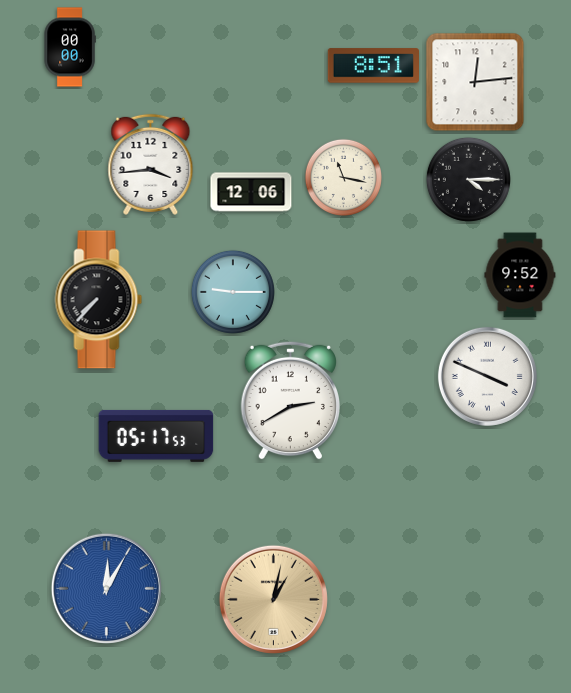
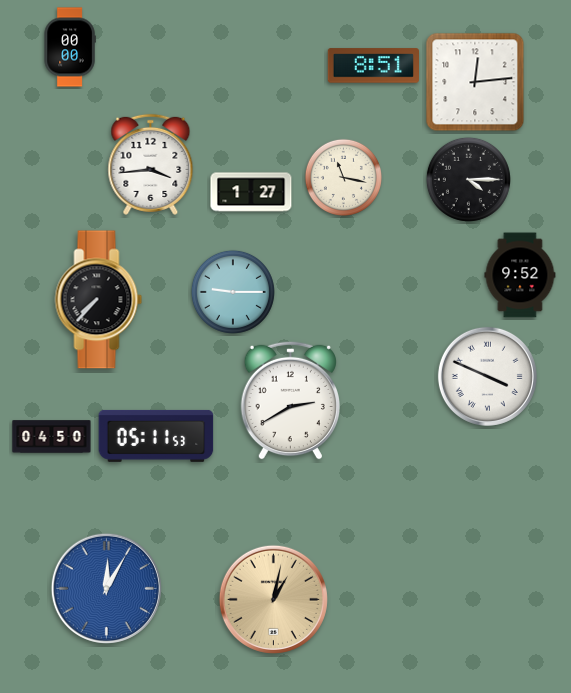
clock at (251, 192): 12:06 -> 1:27
clock at (156, 436): 05:17 -> 05:11
clock at (52, 437): none -> 04:50
